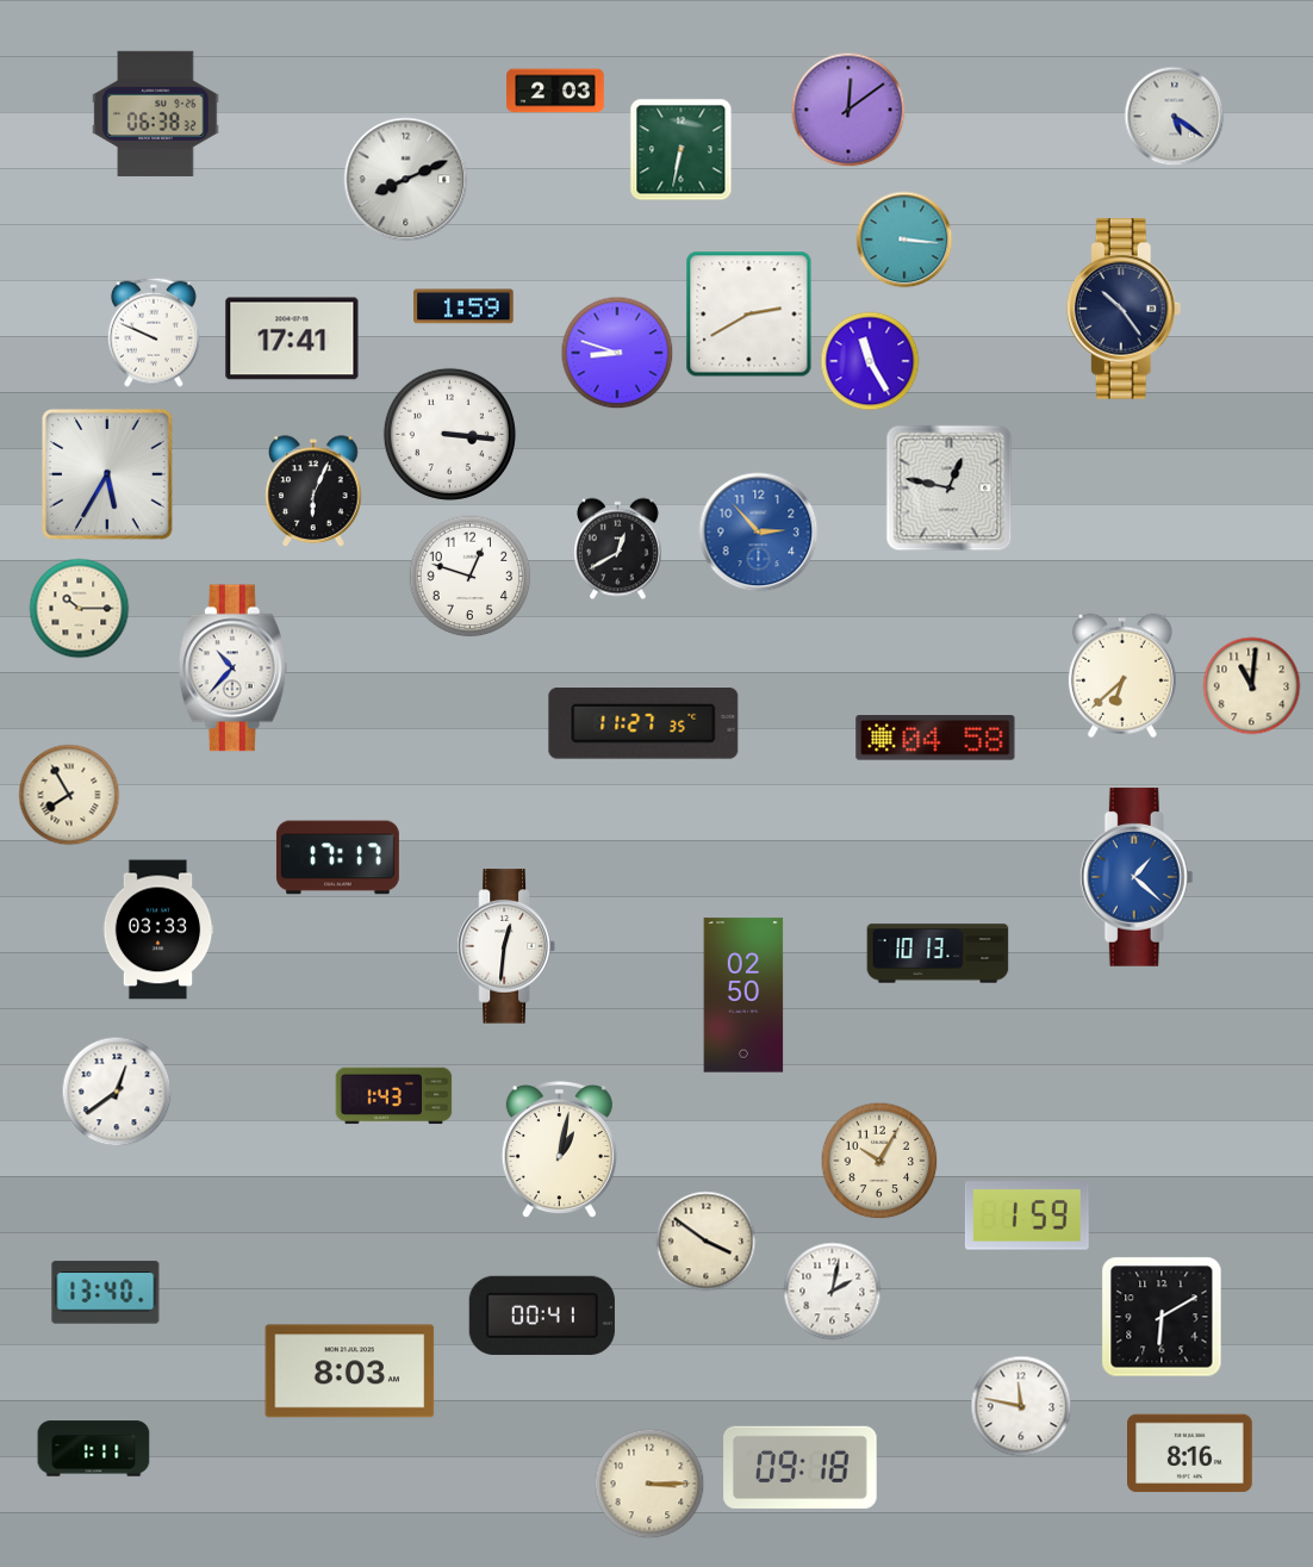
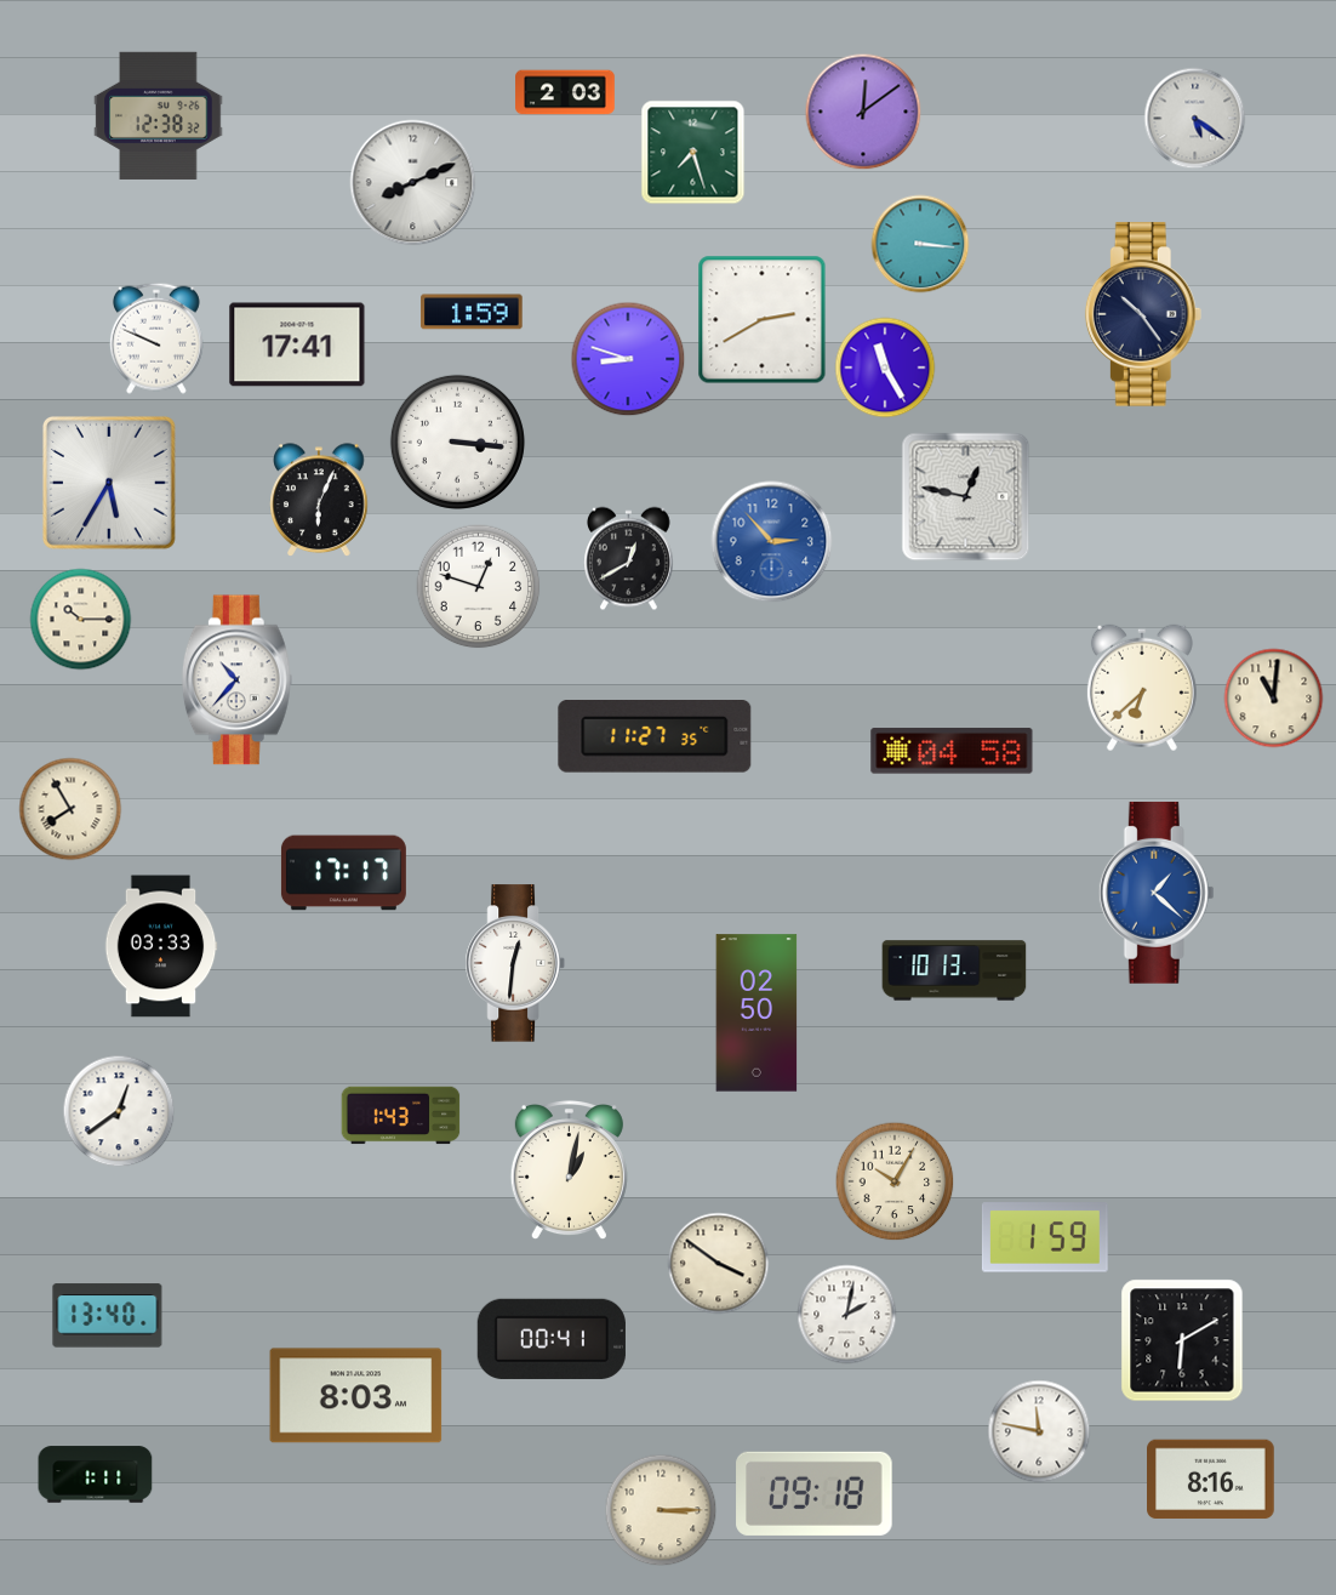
clock at (156, 113): 06:38 -> 12:38
clock at (682, 150): 6:32 -> 7:27
